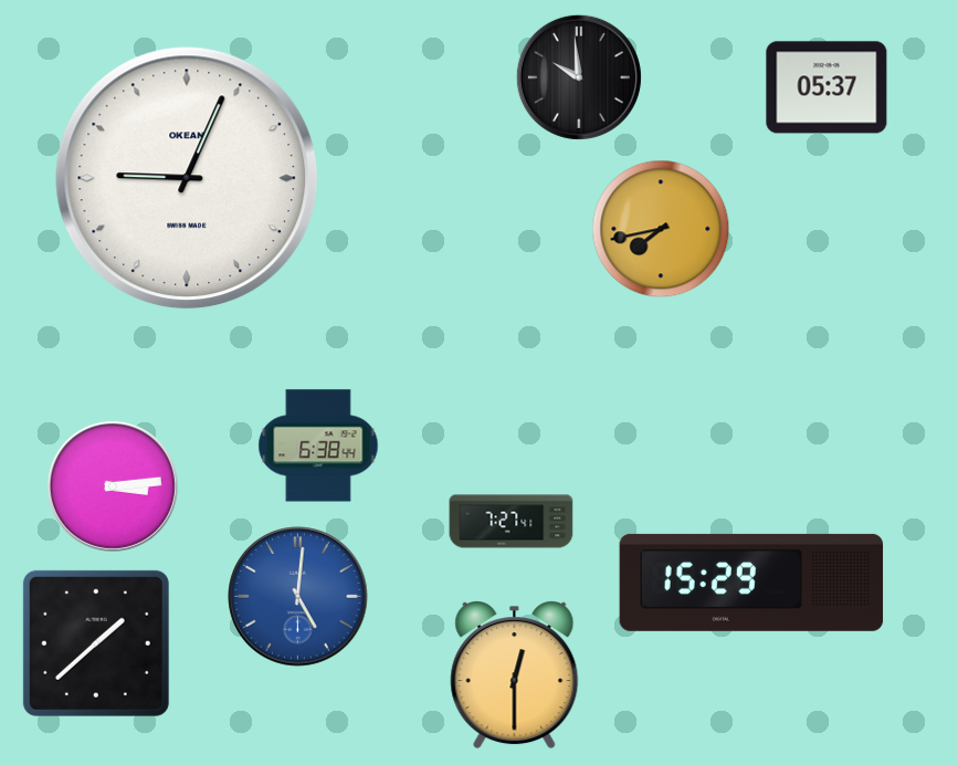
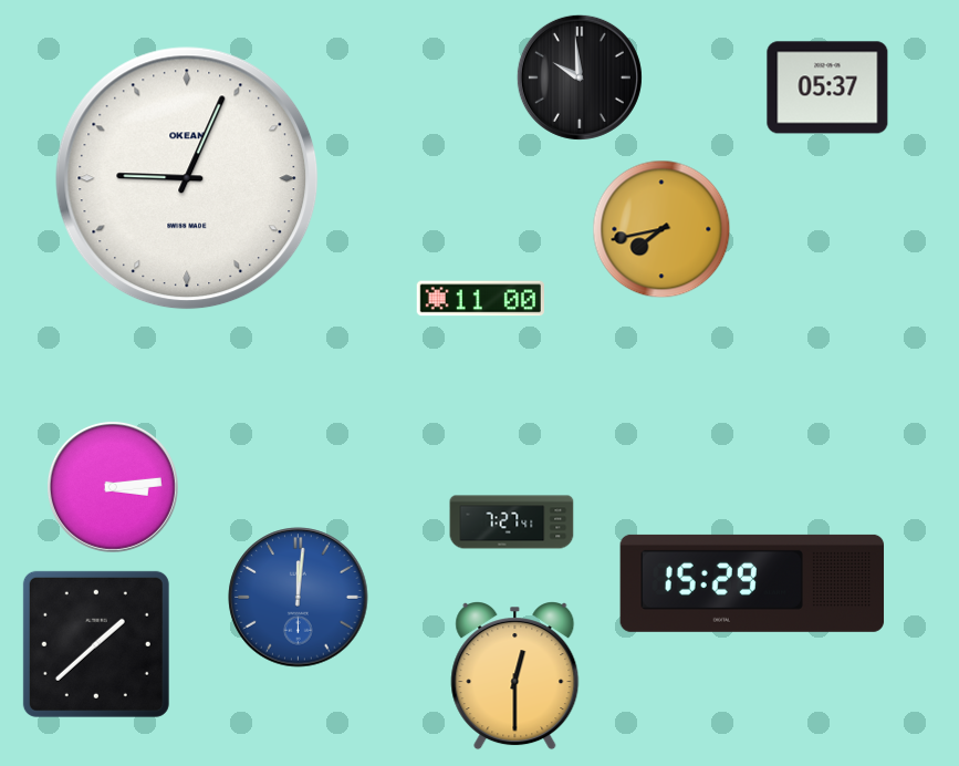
clock at (480, 299): none -> 11:00
clock at (318, 446): 6:38 -> none
clock at (298, 597): 5:01 -> 12:01
